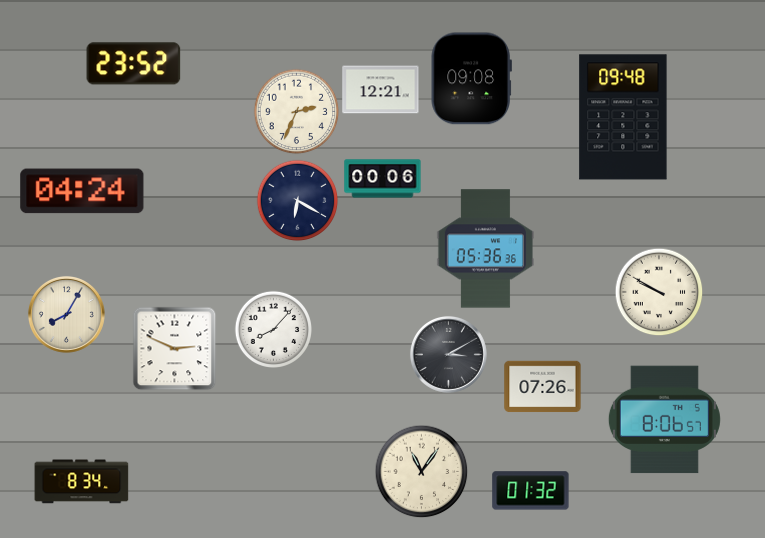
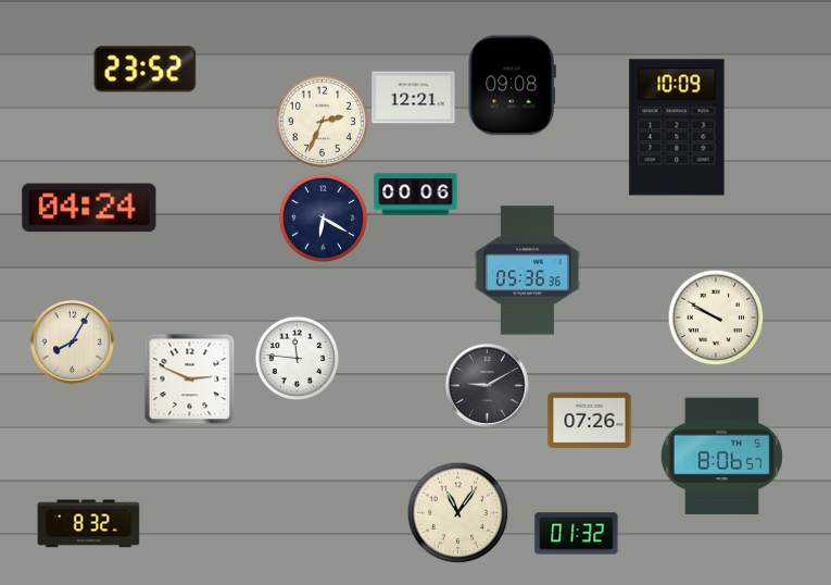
clock at (623, 117): 09:48 -> 10:09
clock at (273, 329): 8:07 -> 11:46
clock at (448, 354): 3:10 -> 9:10
clock at (82, 482): 8:34 -> 8:32
